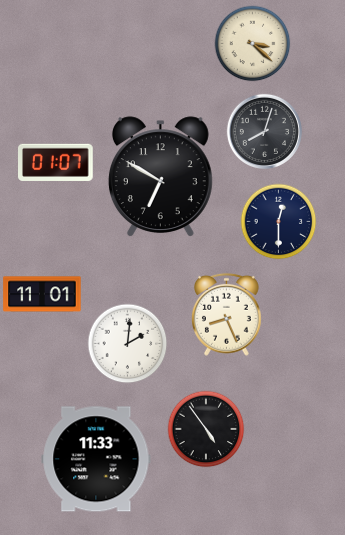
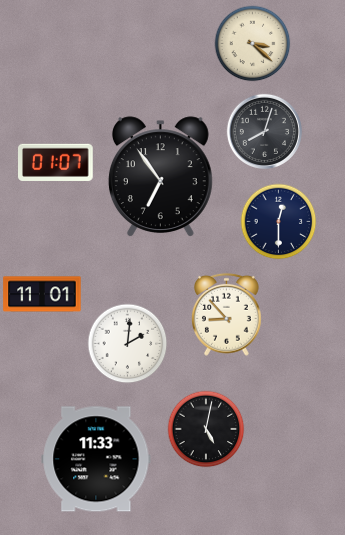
clock at (160, 177): 6:50 -> 6:54
clock at (226, 314): 8:26 -> 8:53
clock at (206, 429): 4:54 -> 5:02
